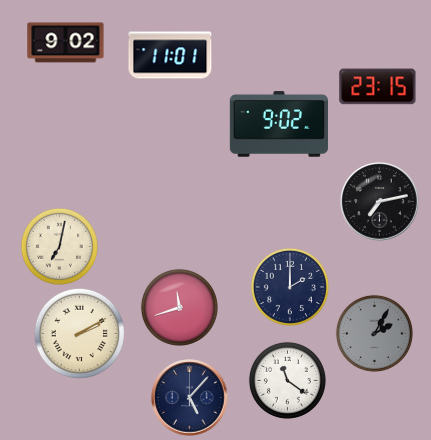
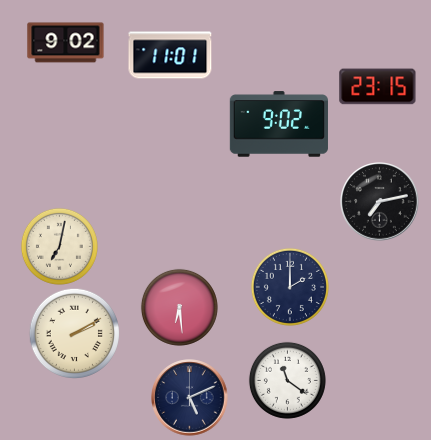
clock at (179, 307): 11:42 -> 6:29
clock at (79, 333) position: (79, 333) -> (74, 333)
clock at (374, 333): 2:05 -> none
clock at (190, 398): 5:07 -> 5:11
